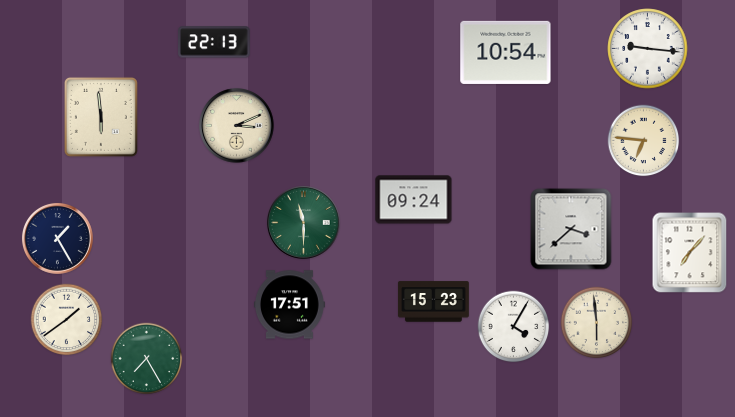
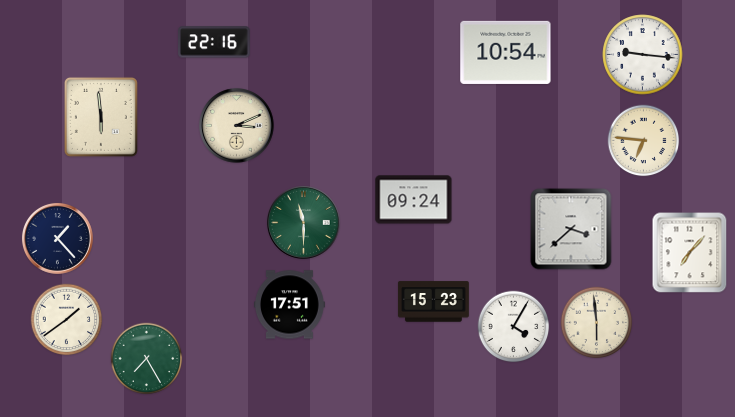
clock at (214, 42): 22:13 -> 22:16
clock at (648, 49) position: (648, 49) -> (643, 55)
clock at (57, 238): 1:25 -> 1:23
